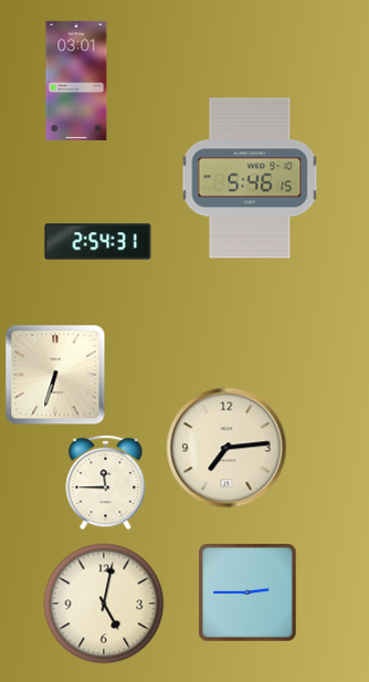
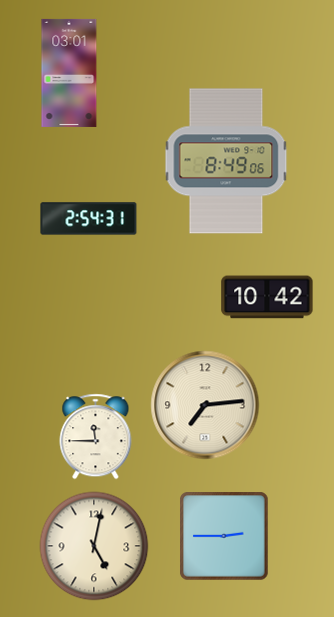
clock at (250, 178): 5:46 -> 8:49
clock at (267, 297): none -> 10:42
clock at (55, 375): 6:33 -> none
